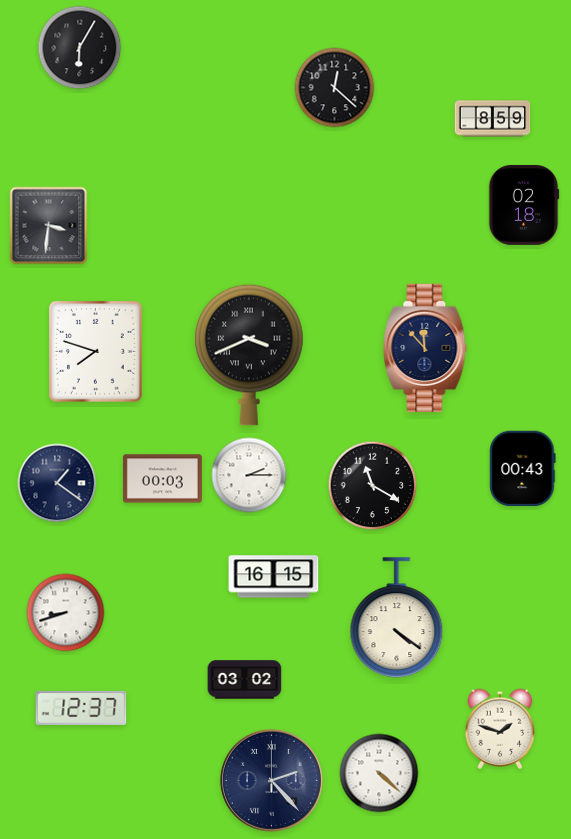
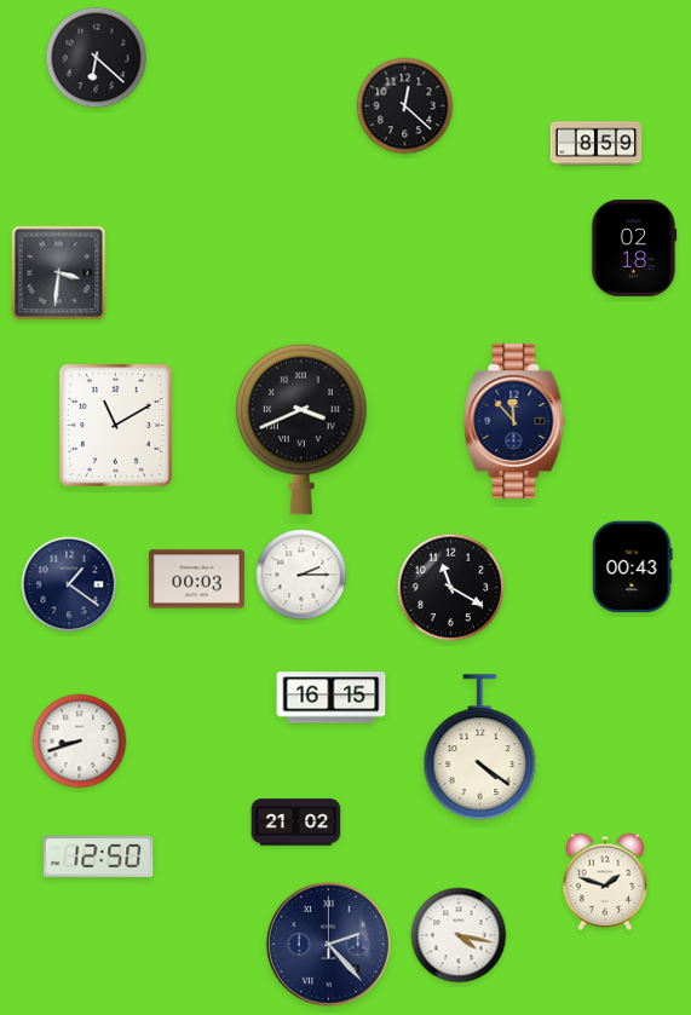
clock at (80, 48): 6:05 -> 6:22
clock at (95, 351): 7:48 -> 11:10
clock at (245, 680): 03:02 -> 21:02
clock at (81, 708): 12:37 -> 12:50
clock at (379, 773): 4:22 -> 4:17
